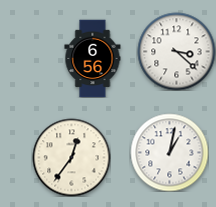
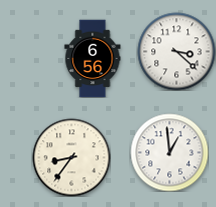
clock at (169, 152): 1:02 -> 12:59
clock at (71, 157): 12:36 -> 8:36
